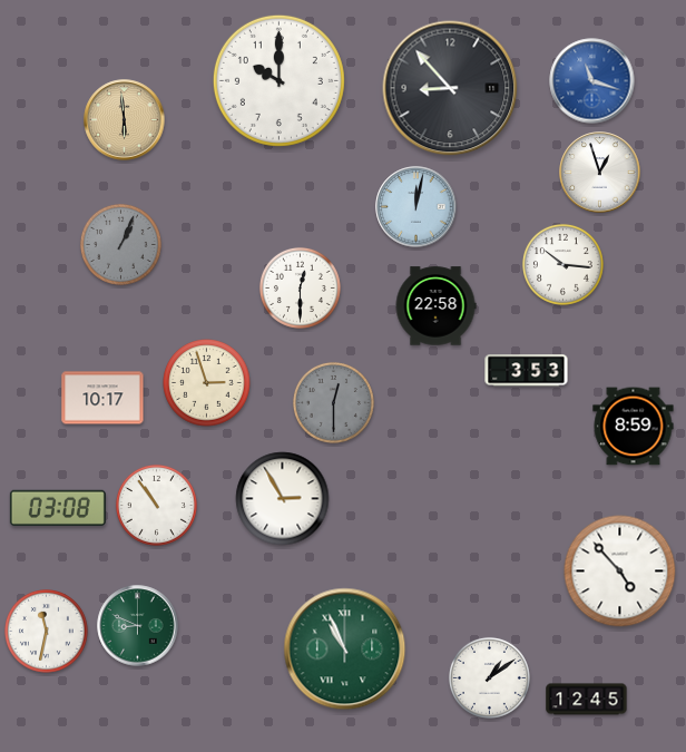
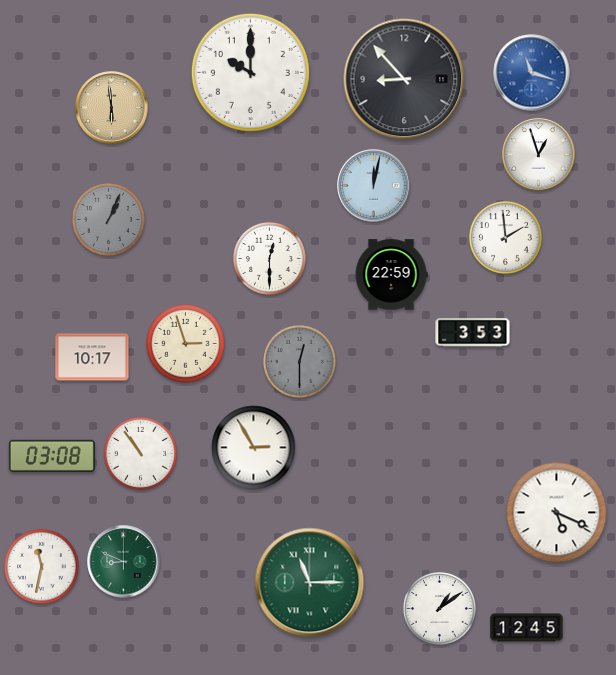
clock at (562, 264): 10:16 -> 1:59
clock at (435, 306): 22:58 -> 22:59
clock at (634, 427): 8:59 -> none
clock at (620, 572): 4:53 -> 5:19
clock at (345, 650): 10:56 -> 11:15
